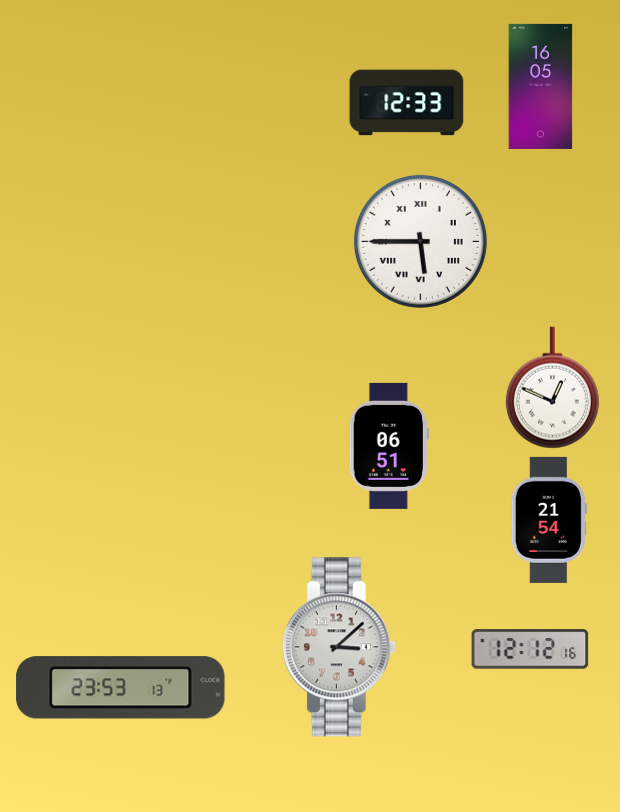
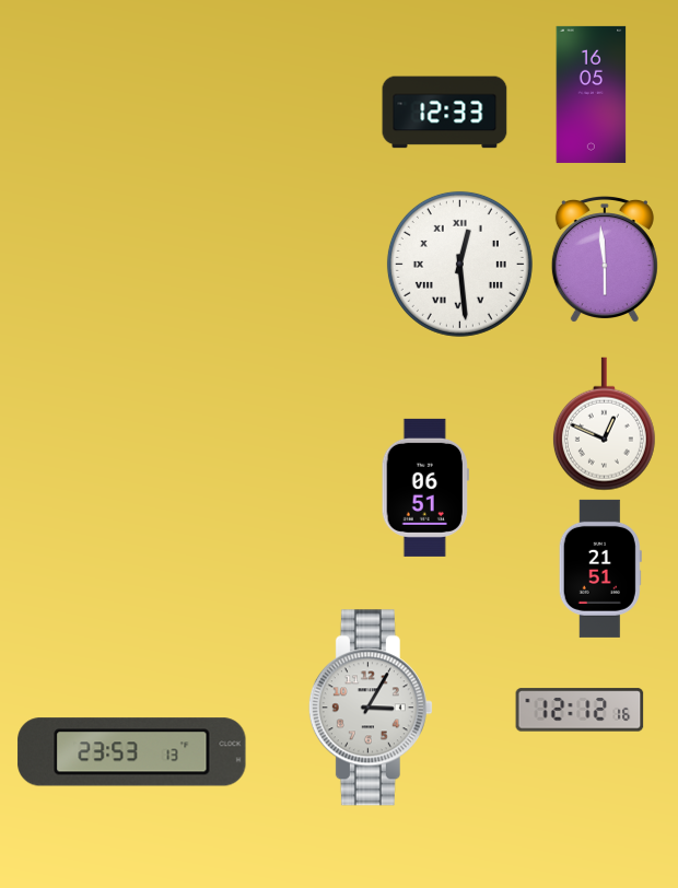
clock at (605, 259): none -> 5:59
clock at (420, 241): 5:45 -> 12:29
clock at (549, 520): 21:54 -> 21:51
clock at (339, 647): 3:08 -> 3:05
